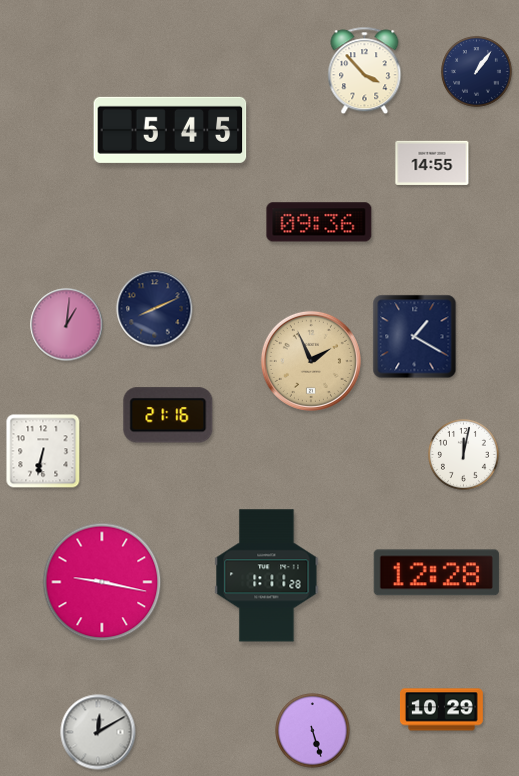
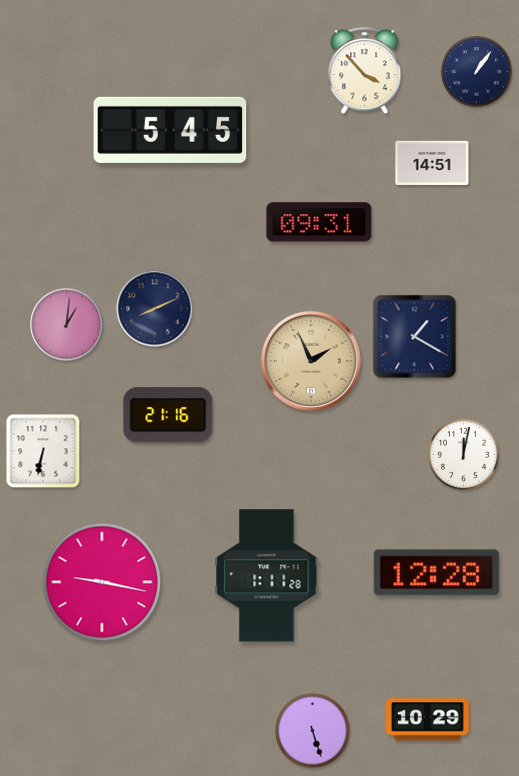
clock at (432, 163): 14:55 -> 14:51
clock at (319, 222): 09:36 -> 09:31
clock at (442, 710) position: (442, 710) -> (428, 720)
clock at (98, 732): 12:10 -> none
